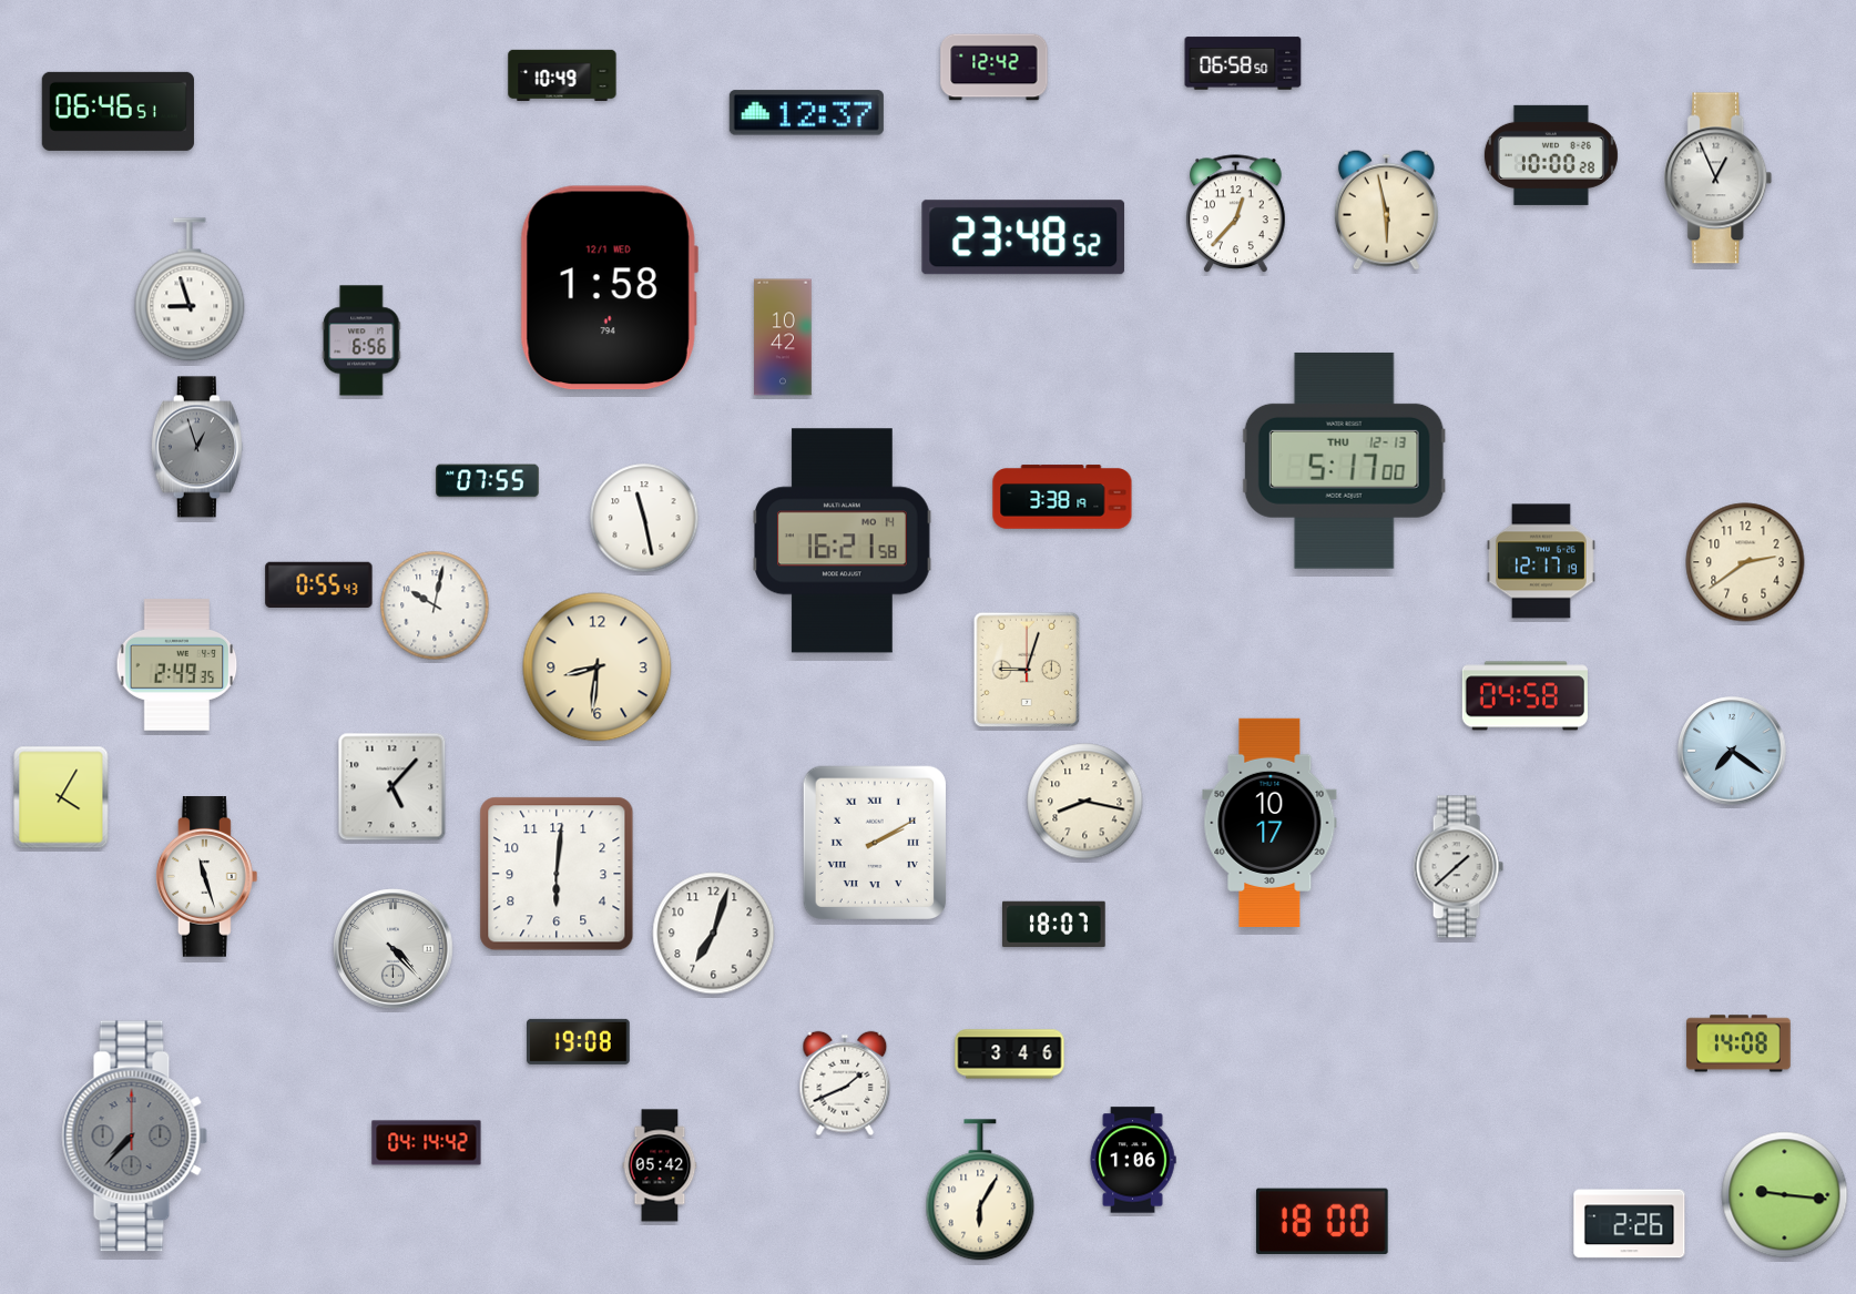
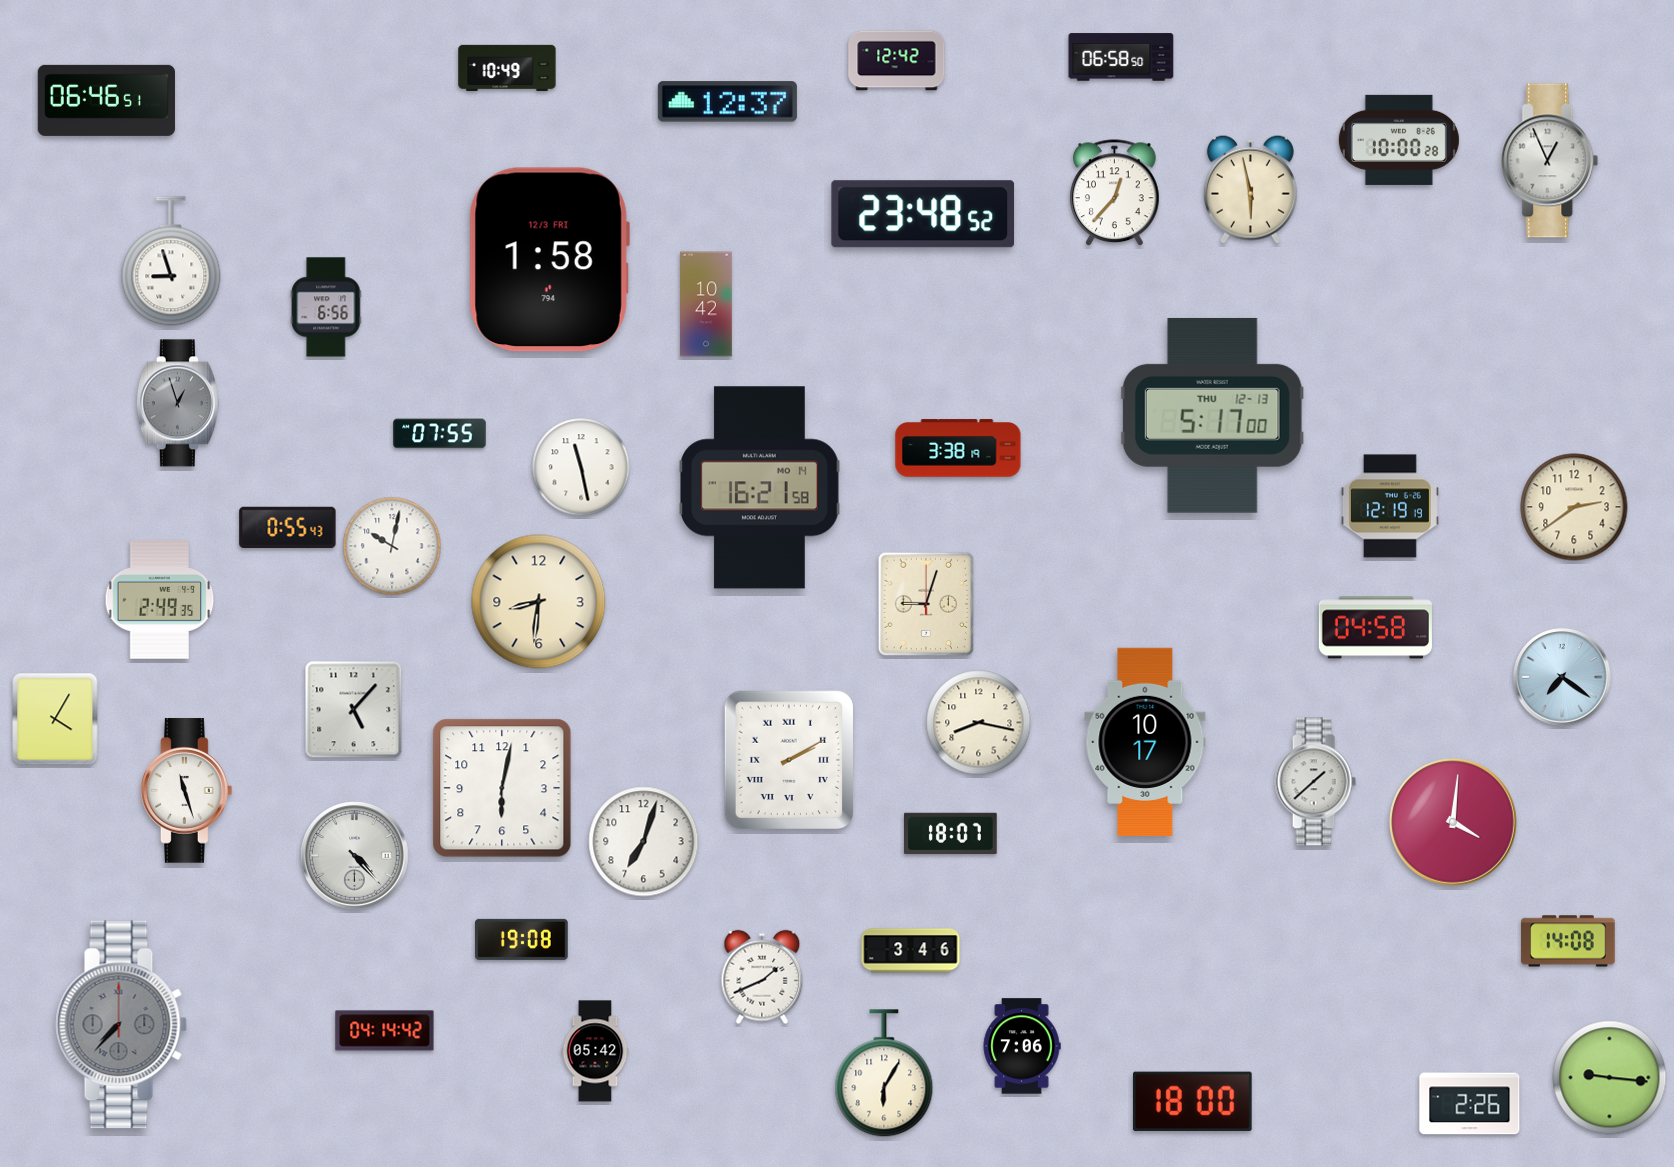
clock at (609, 288) date: 12/1 WED -> 12/3 FRI
clock at (1541, 561): 12:17 -> 12:19
clock at (557, 874): 6:01 -> 6:02
clock at (1453, 822): none -> 4:01
clock at (1133, 1160): 1:06 -> 7:06
